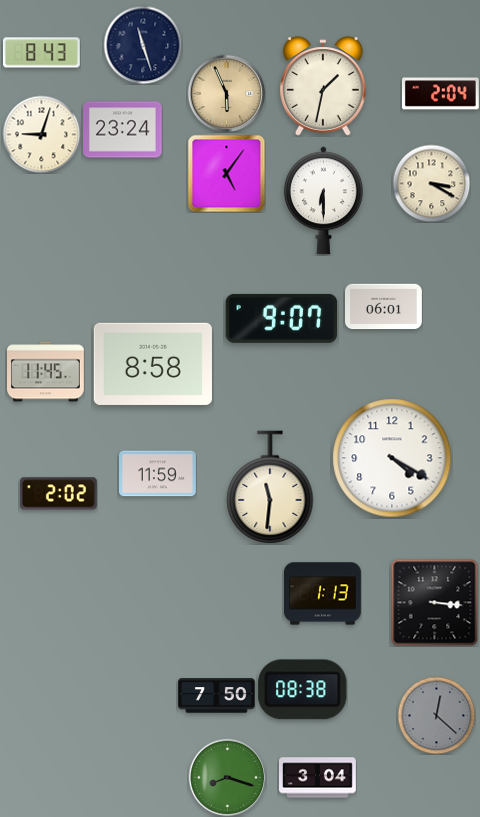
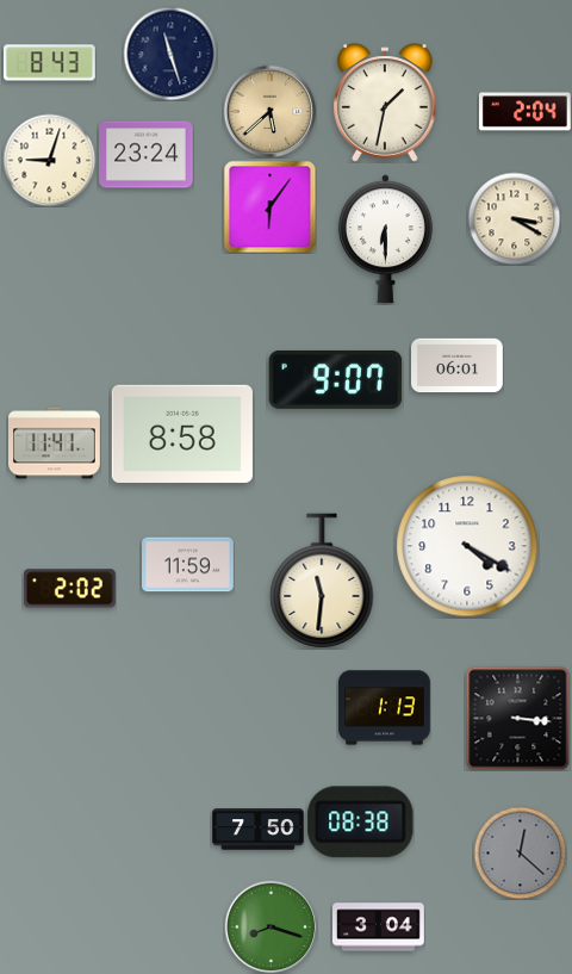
clock at (226, 93): 5:56 -> 5:38
clock at (226, 173): 5:06 -> 6:06
clock at (46, 372): 11:45 -> 11:41
